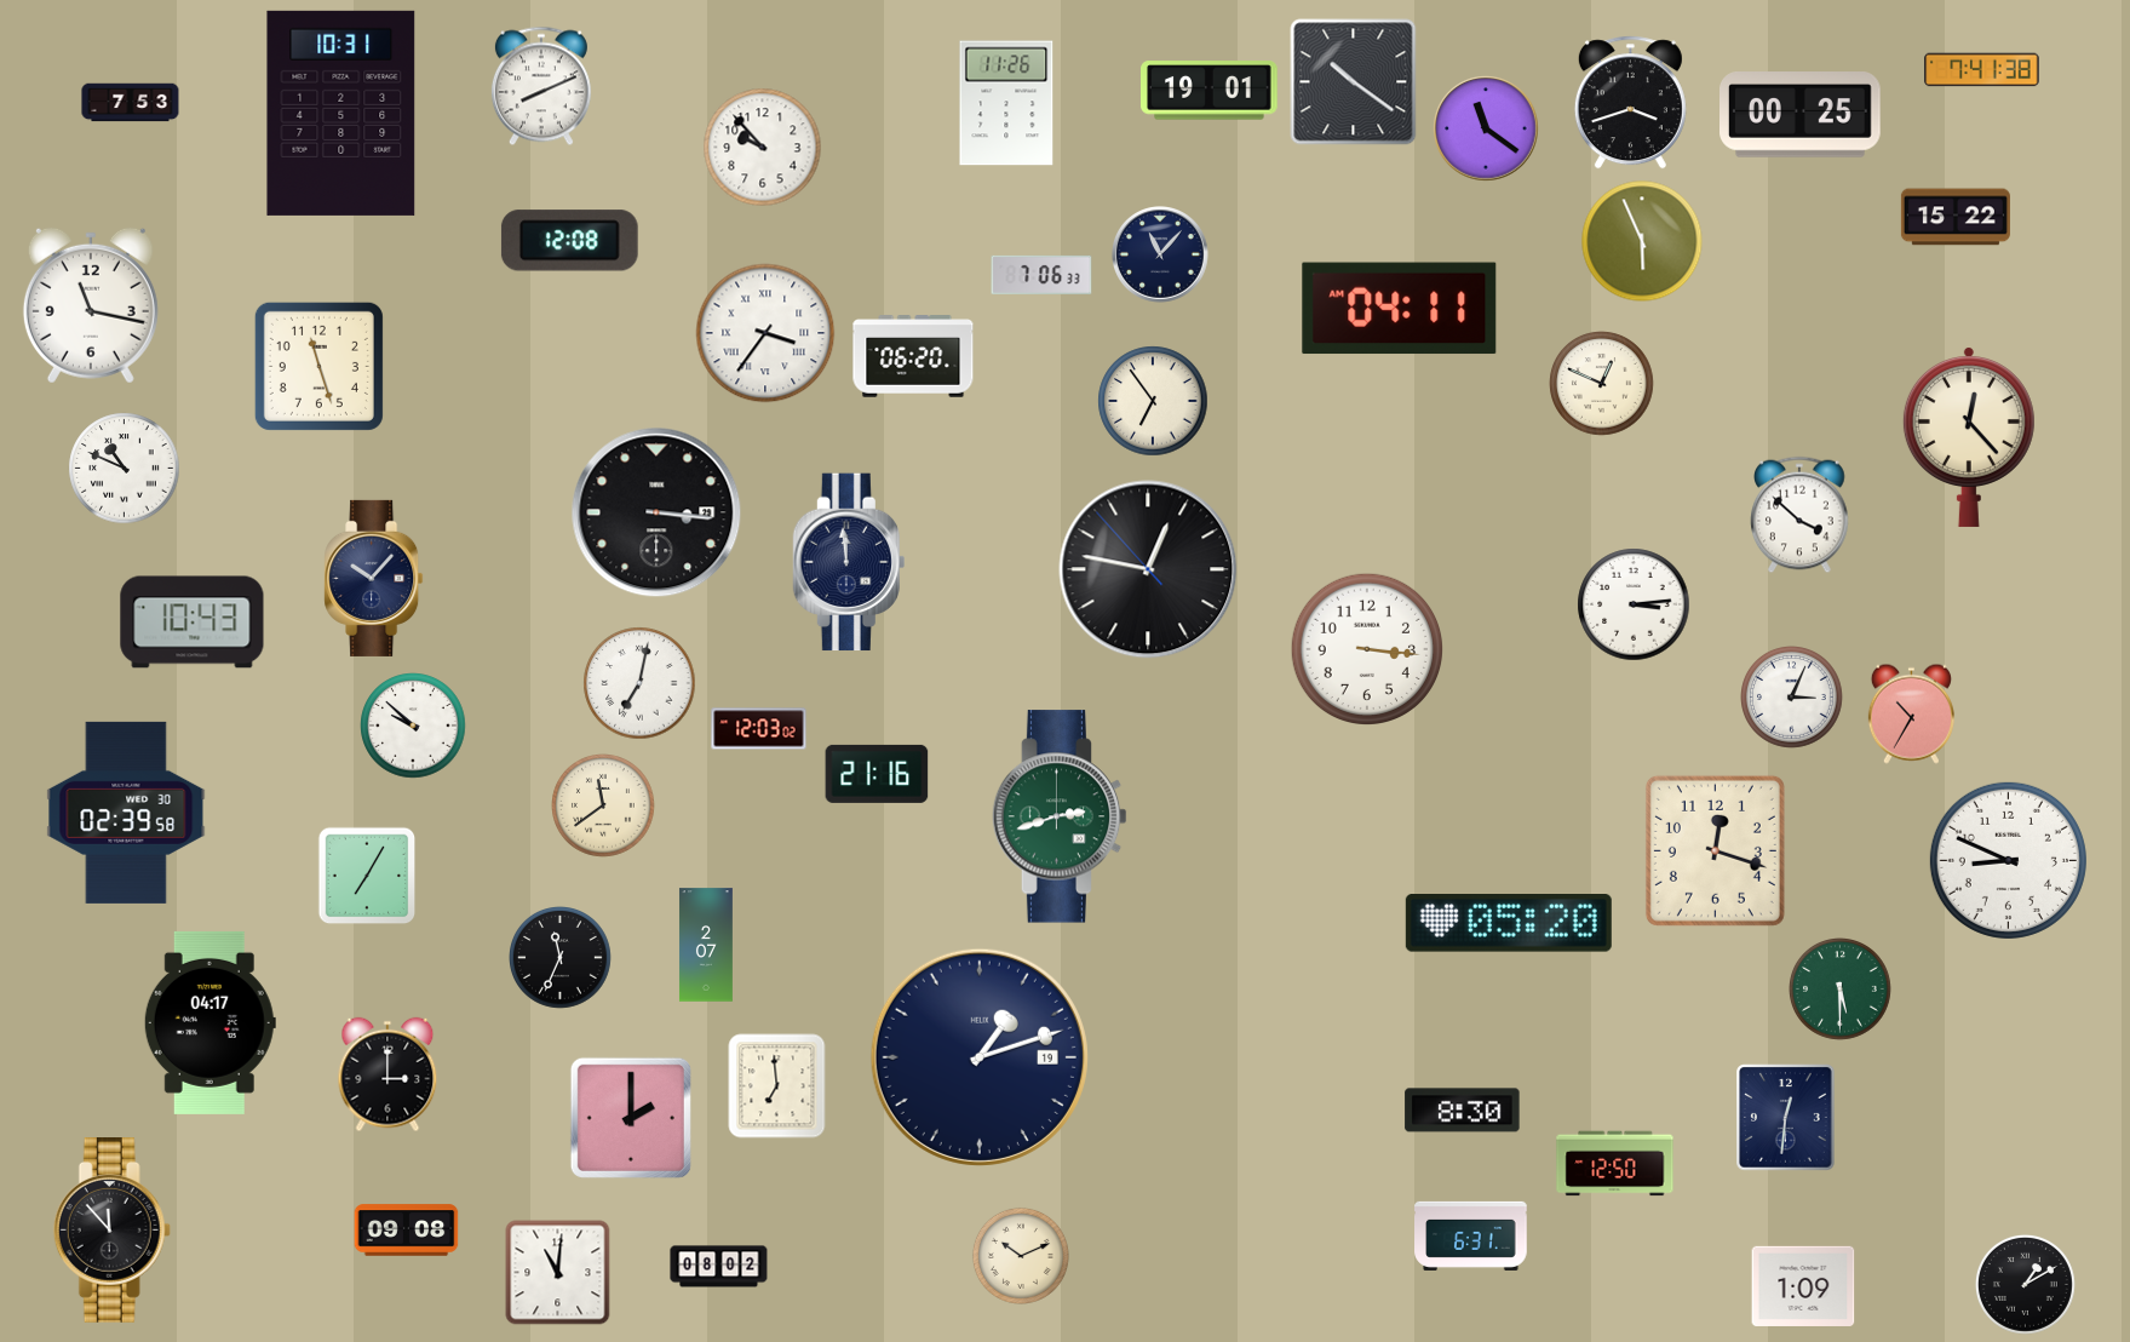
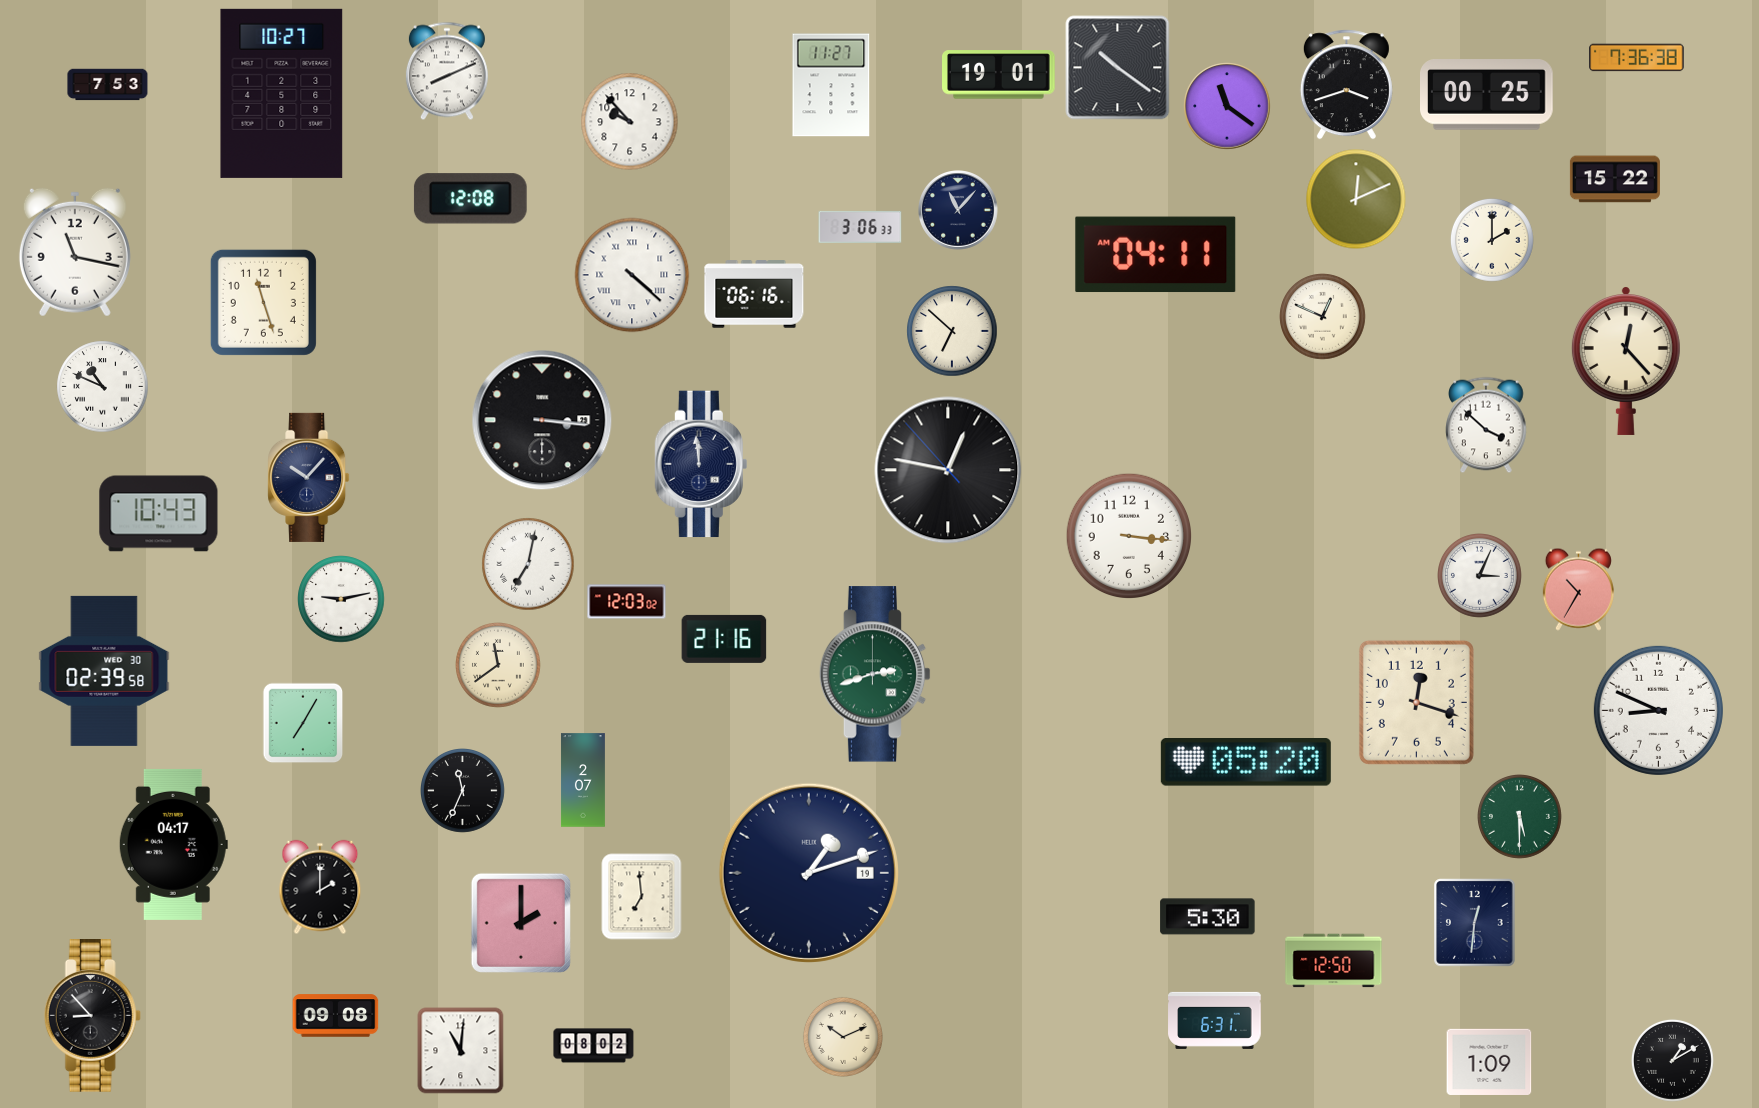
clock at (1982, 70): 7:41 -> 7:36
clock at (1006, 103): 11:26 -> 11:27
clock at (341, 113): 10:31 -> 10:27
clock at (1642, 241): 5:56 -> 12:11
clock at (1041, 275): 7:06 -> 3:06
clock at (1492, 240): none -> 2:00
clock at (765, 333): 3:36 -> 4:22
clock at (913, 356): 06:20 -> 06:16
clock at (1153, 401): 6:54 -> 6:52
clock at (656, 512) position: (656, 512) -> (542, 420)
clock at (1634, 604): 3:14 -> none
clock at (413, 726): 9:52 -> 9:13
clock at (387, 1074): 3:00 -> 2:00
clock at (1463, 1111): 8:30 -> 5:30
clock at (111, 1231): 11:53 -> 8:53
